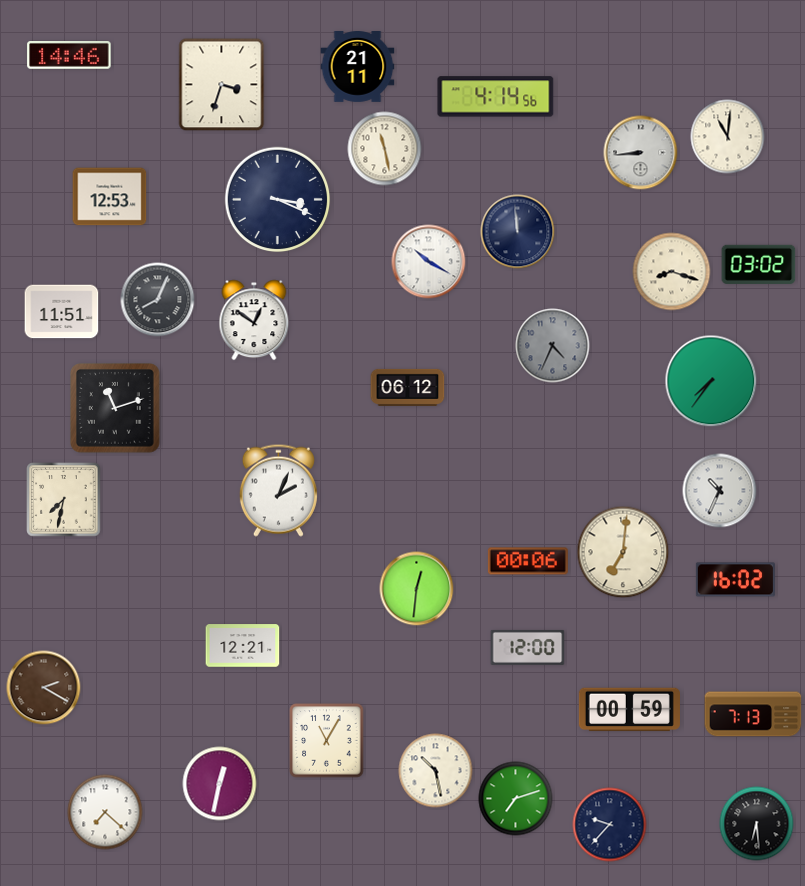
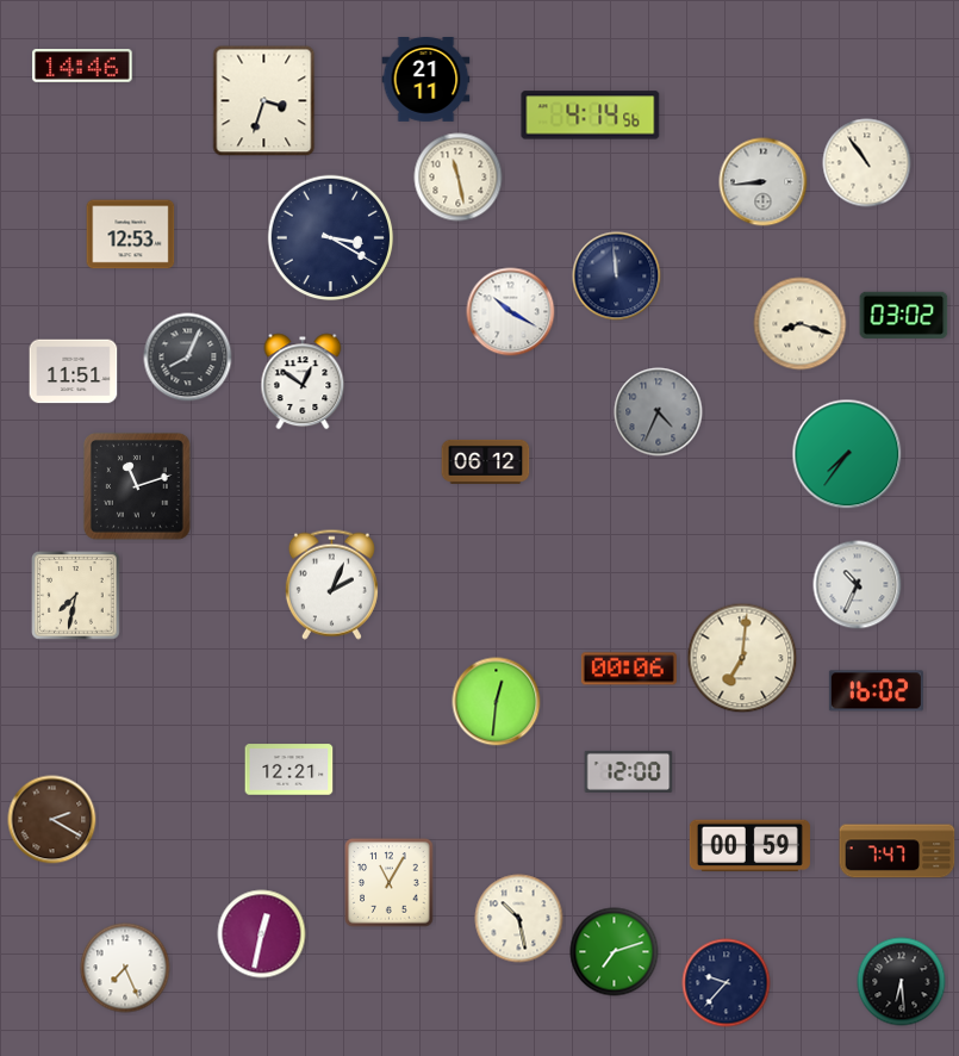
clock at (728, 137): 11:01 -> 10:54
clock at (278, 200): 3:19 -> 3:20
clock at (753, 714): 7:13 -> 7:47
clock at (105, 812): 7:22 -> 7:26
